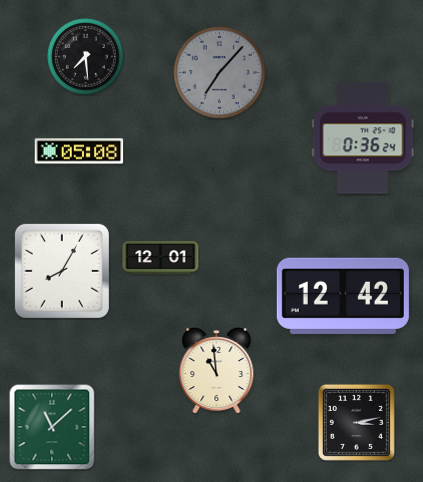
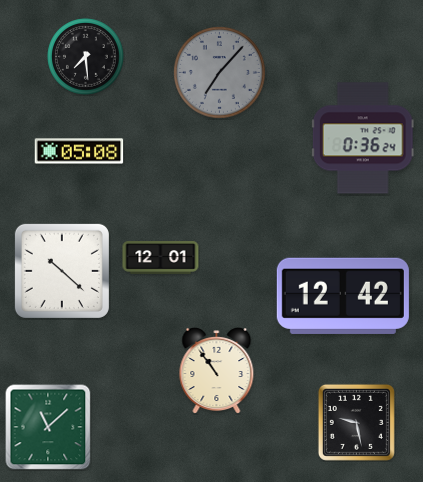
clock at (62, 271): 8:05 -> 10:22
clock at (217, 371): 10:59 -> 10:54
clock at (356, 422): 3:13 -> 9:28
clock at (52, 427) position: (52, 427) -> (48, 427)
